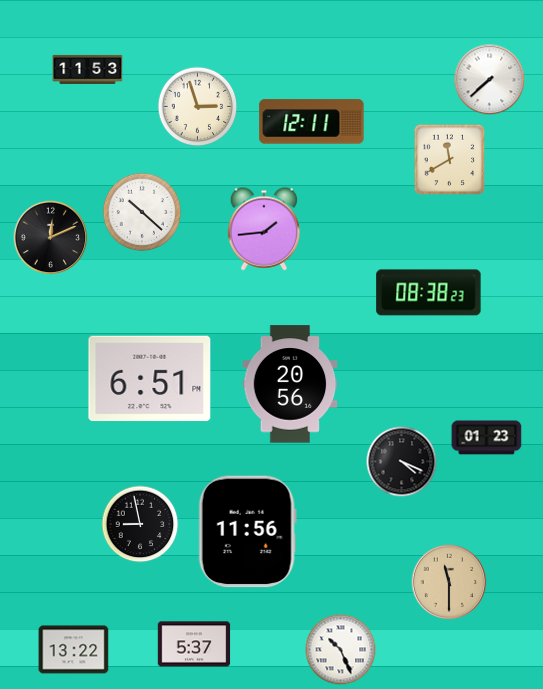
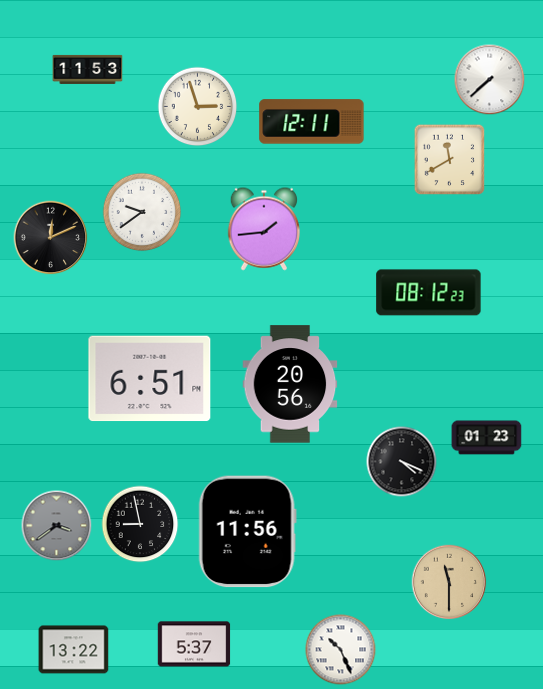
clock at (142, 212): 10:22 -> 9:39
clock at (429, 293): 08:38 -> 08:12
clock at (57, 526): none -> 3:39
